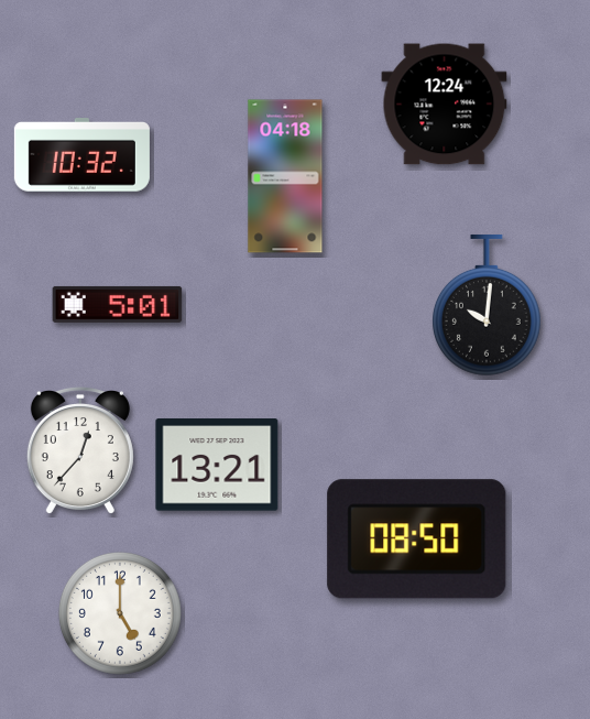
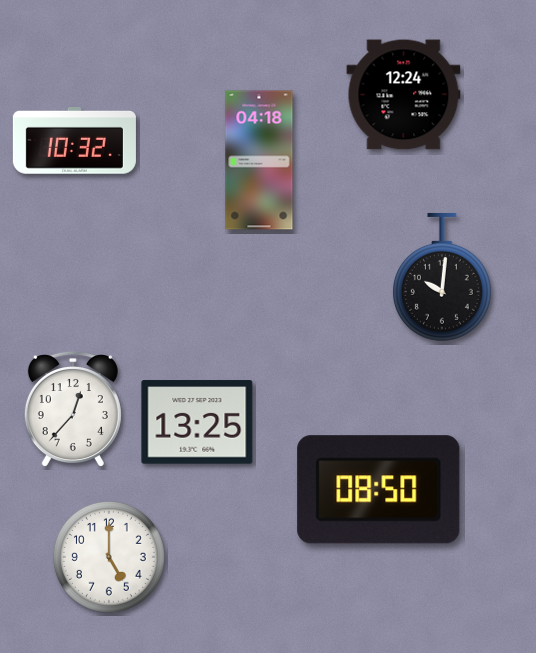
clock at (118, 304): 5:01 -> none
clock at (217, 465): 13:21 -> 13:25
